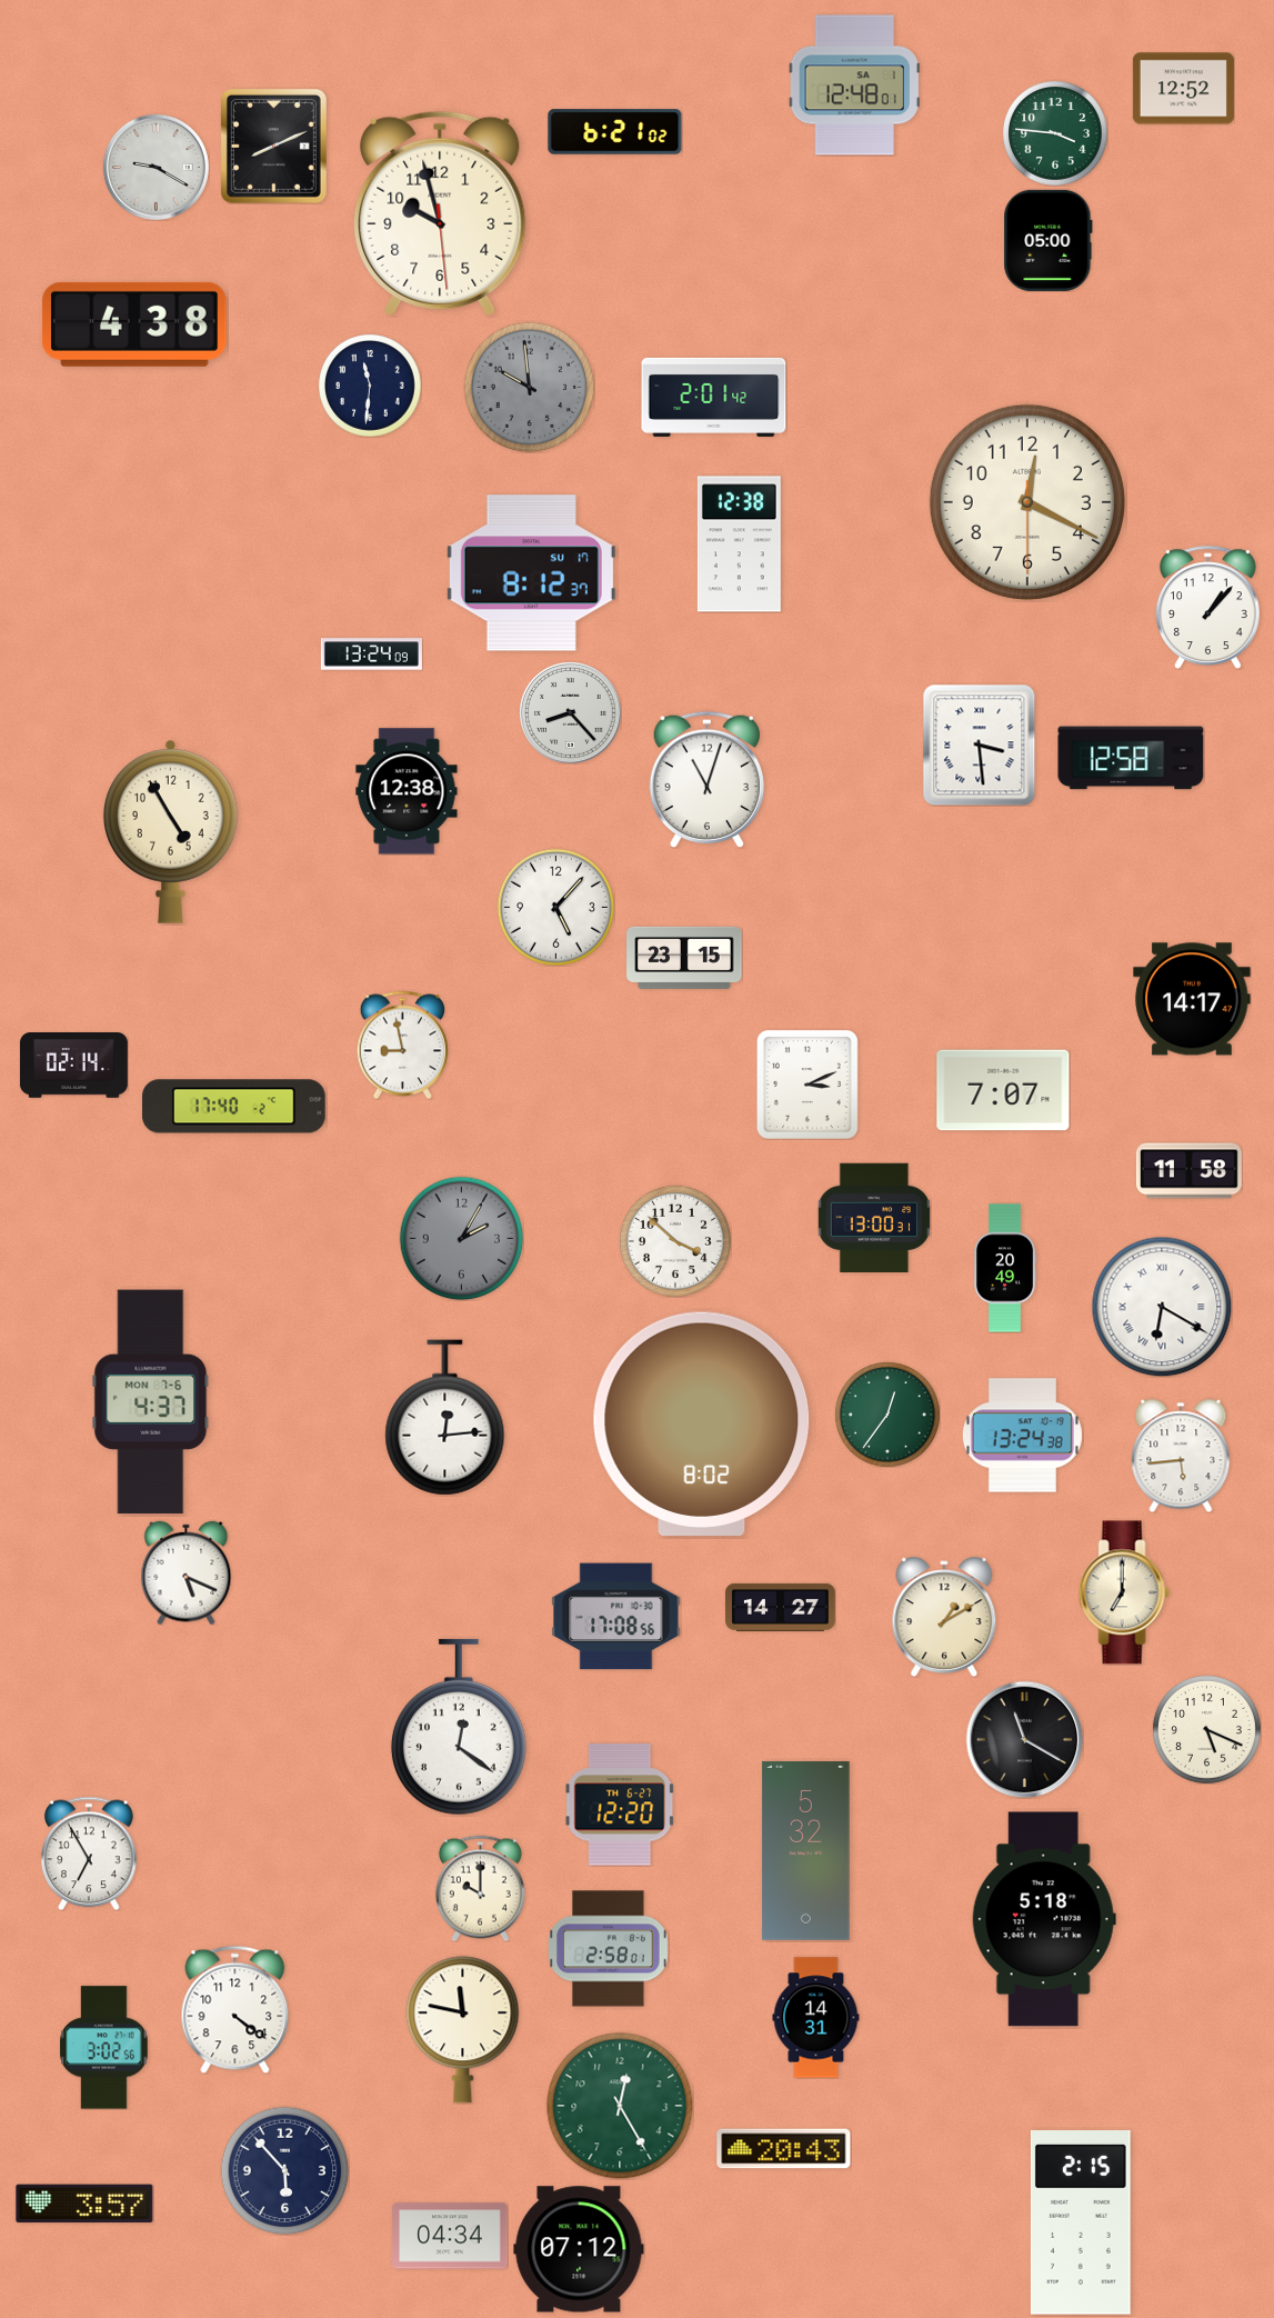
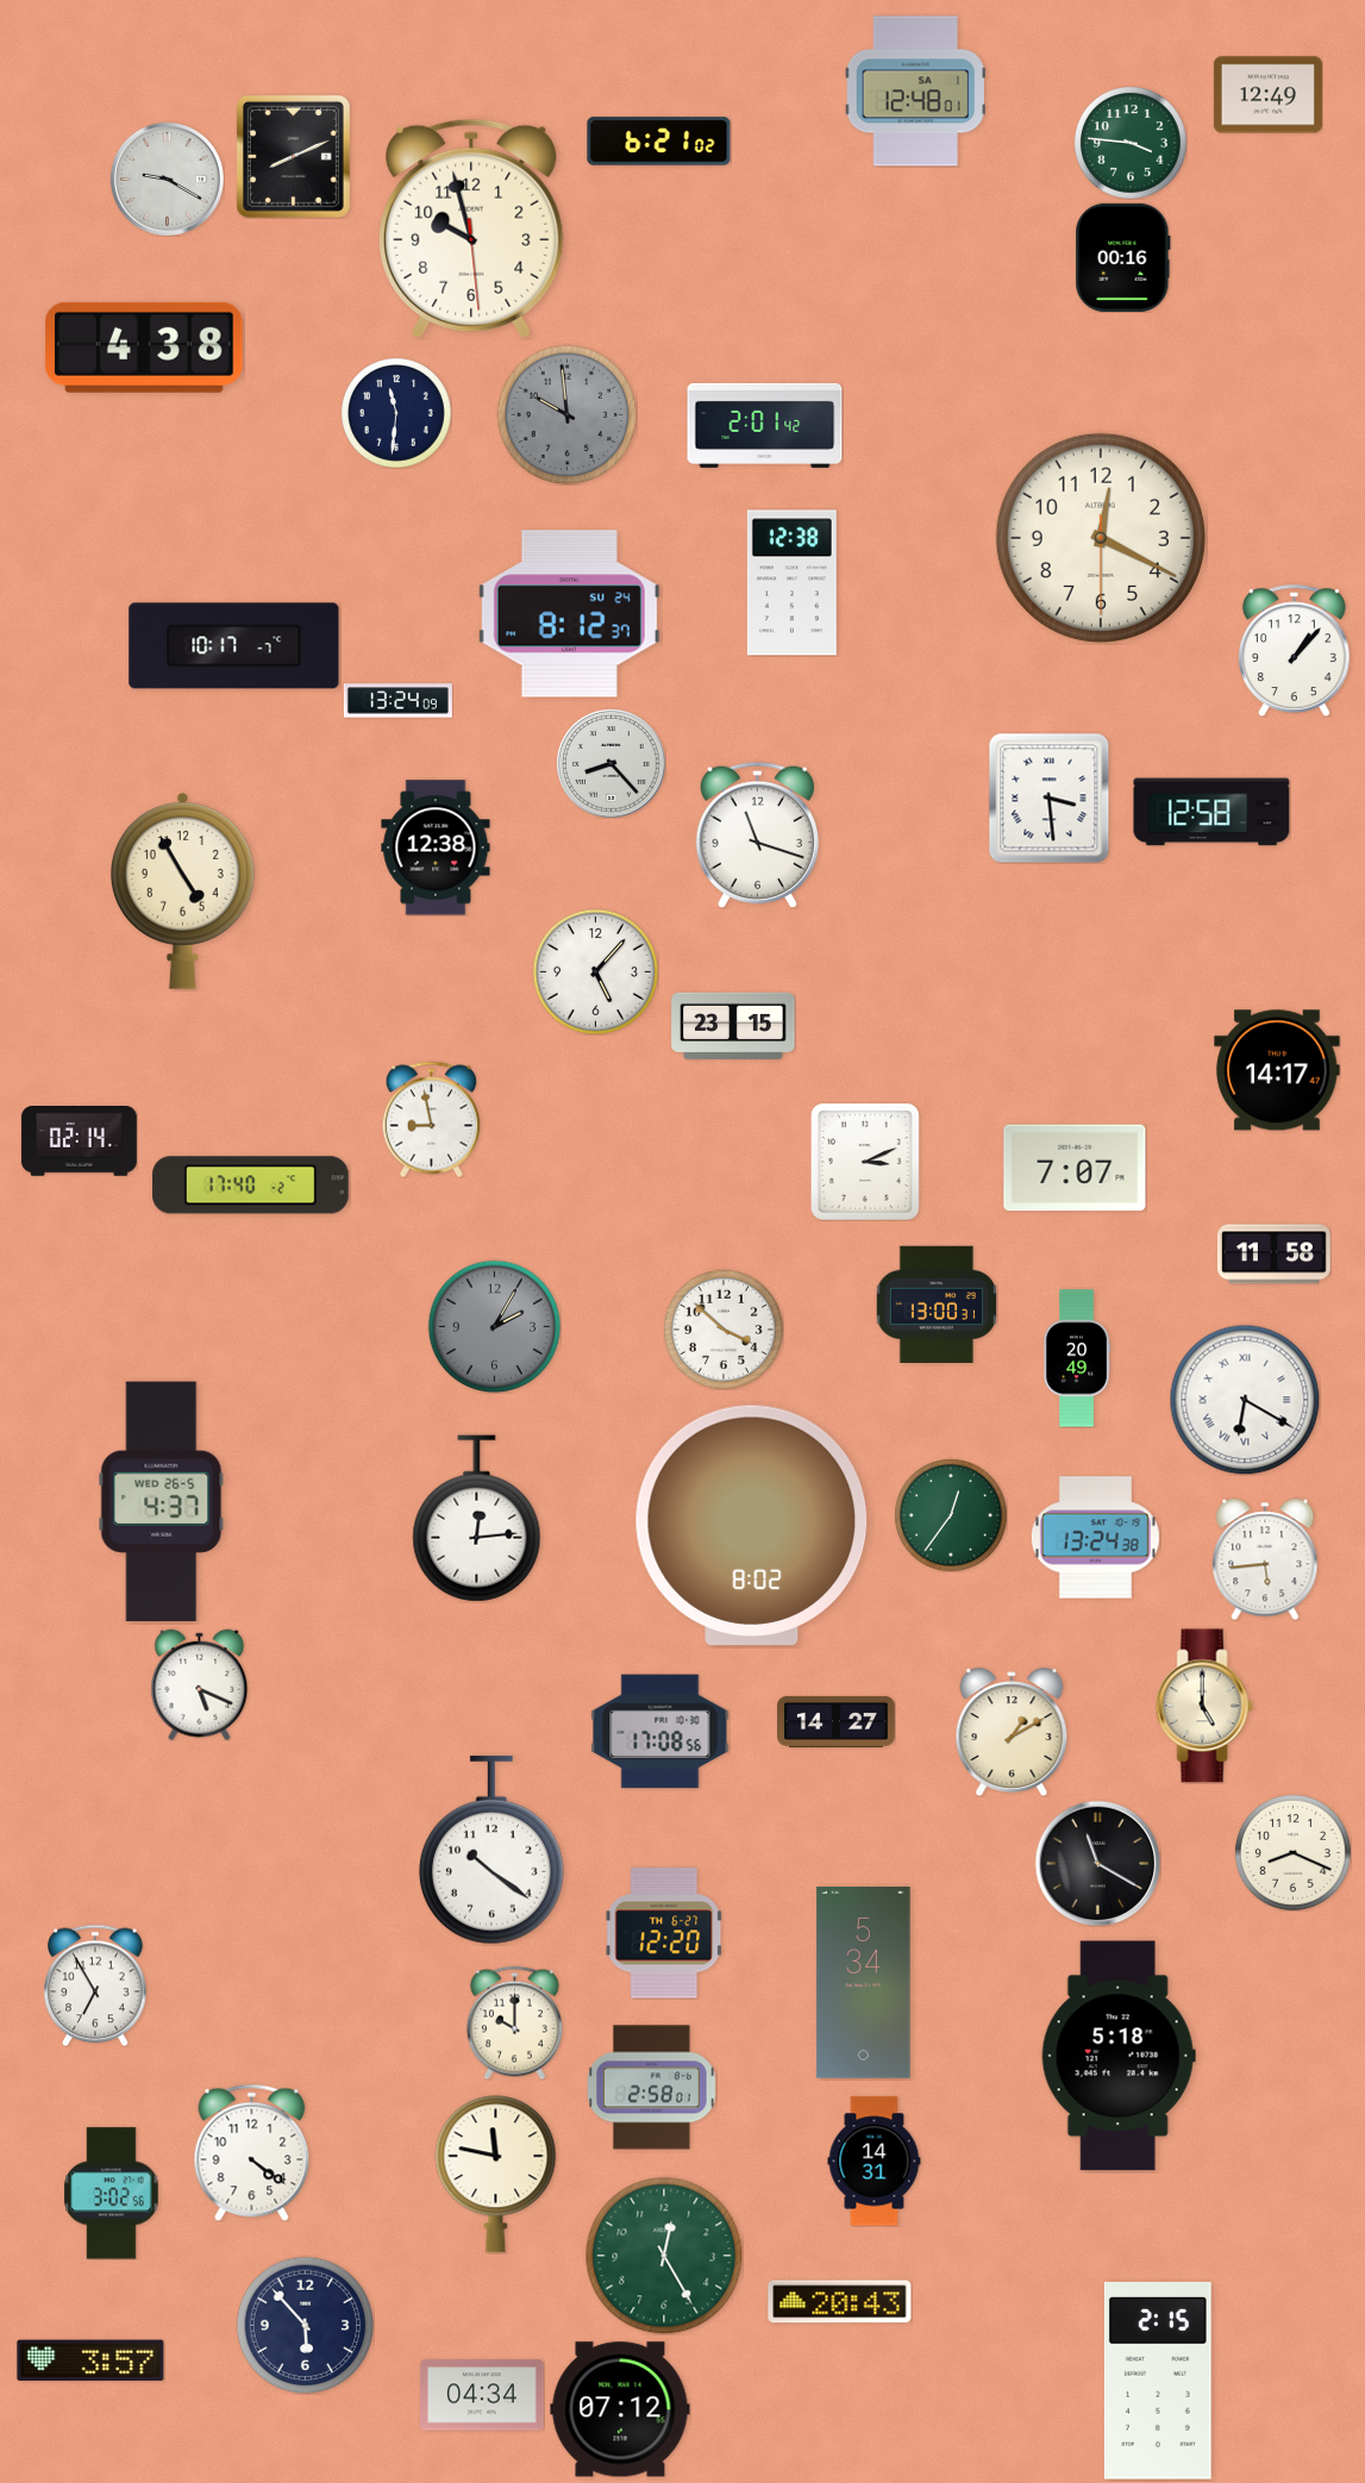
clock at (1183, 89): 12:52 -> 12:49
clock at (1049, 240): 05:00 -> 00:16
clock at (531, 573) date: SU 17 -> SU 24
clock at (234, 646): none -> 10:17
clock at (706, 779): 11:03 -> 11:18
clock at (151, 1402) date: MON 7-6 -> WED 26-5
clock at (1124, 1592): 7:00 -> 5:00
clock at (459, 1727): 12:21 -> 10:21
clock at (1206, 1729): 5:19 -> 8:19
clock at (806, 1850): 5:32 -> 5:34
